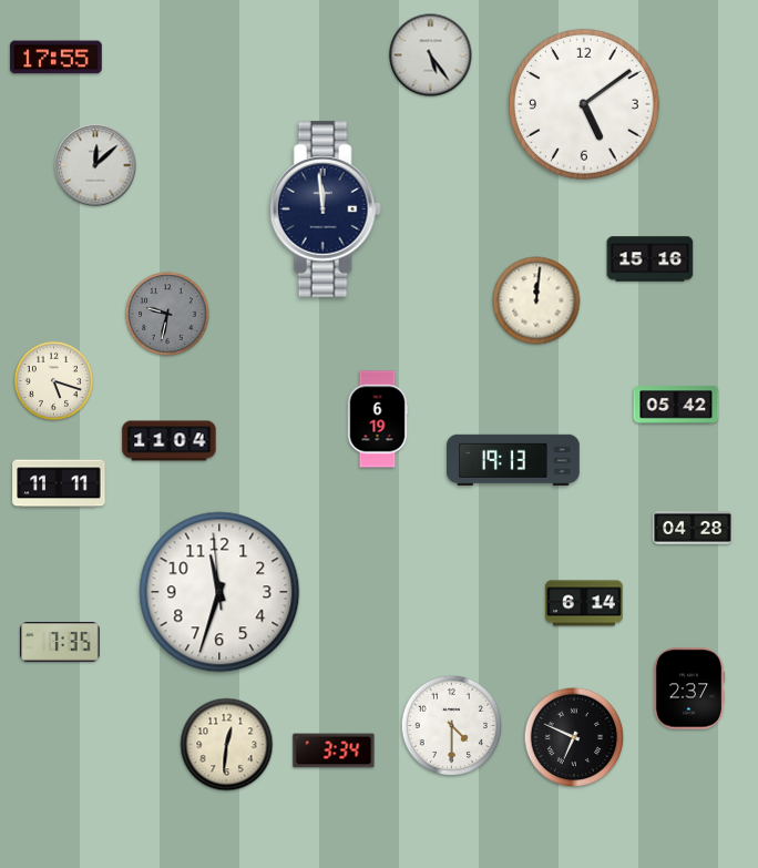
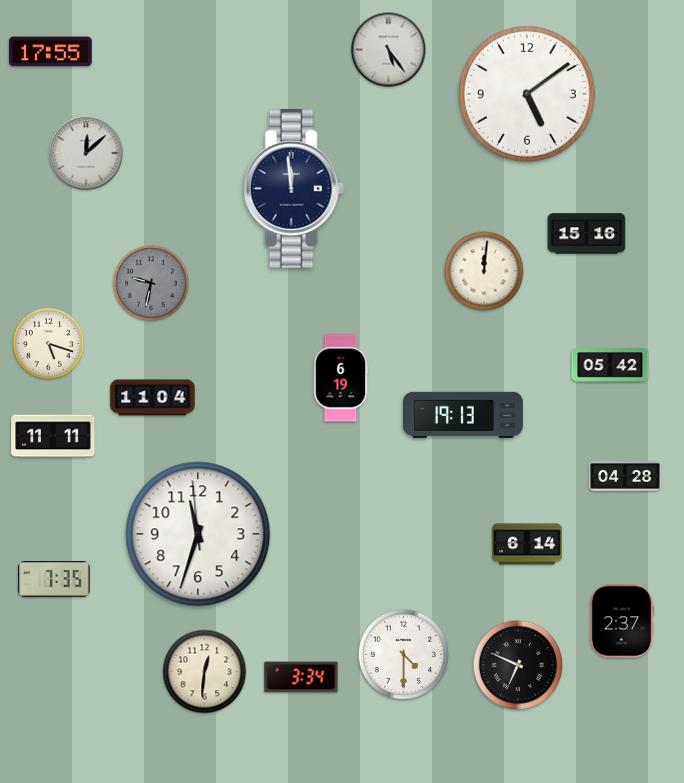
clock at (95, 165) position: (95, 165) -> (86, 153)
clock at (451, 725) position: (451, 725) -> (403, 654)
